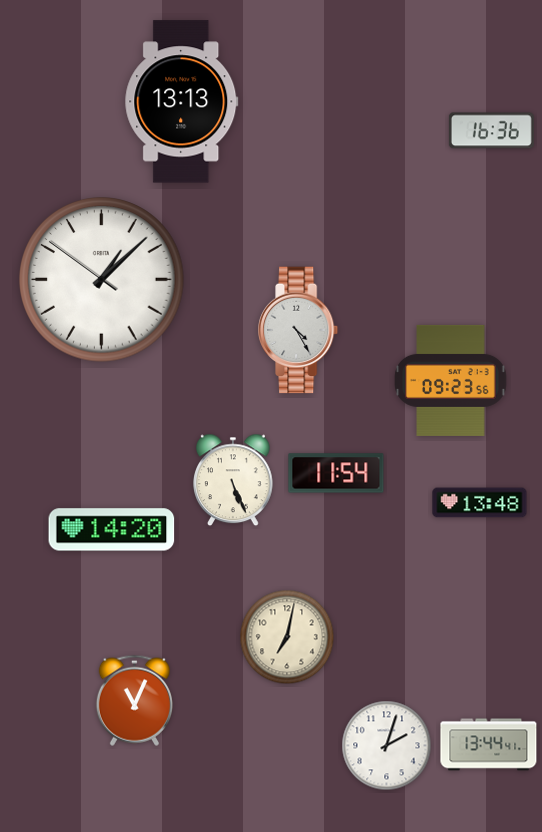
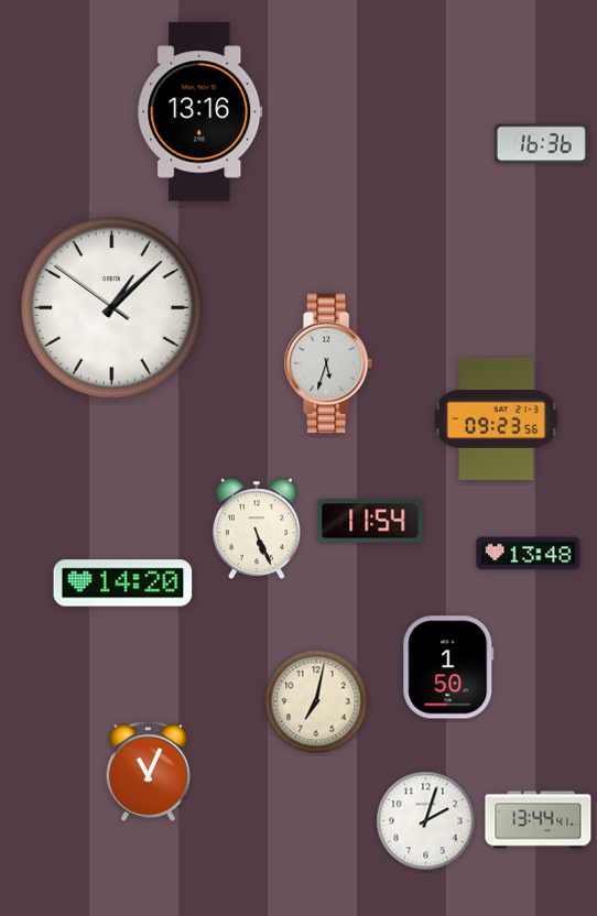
clock at (182, 102): 13:13 -> 13:16
clock at (299, 330): 4:25 -> 5:33
clock at (448, 667): none -> 1:50
